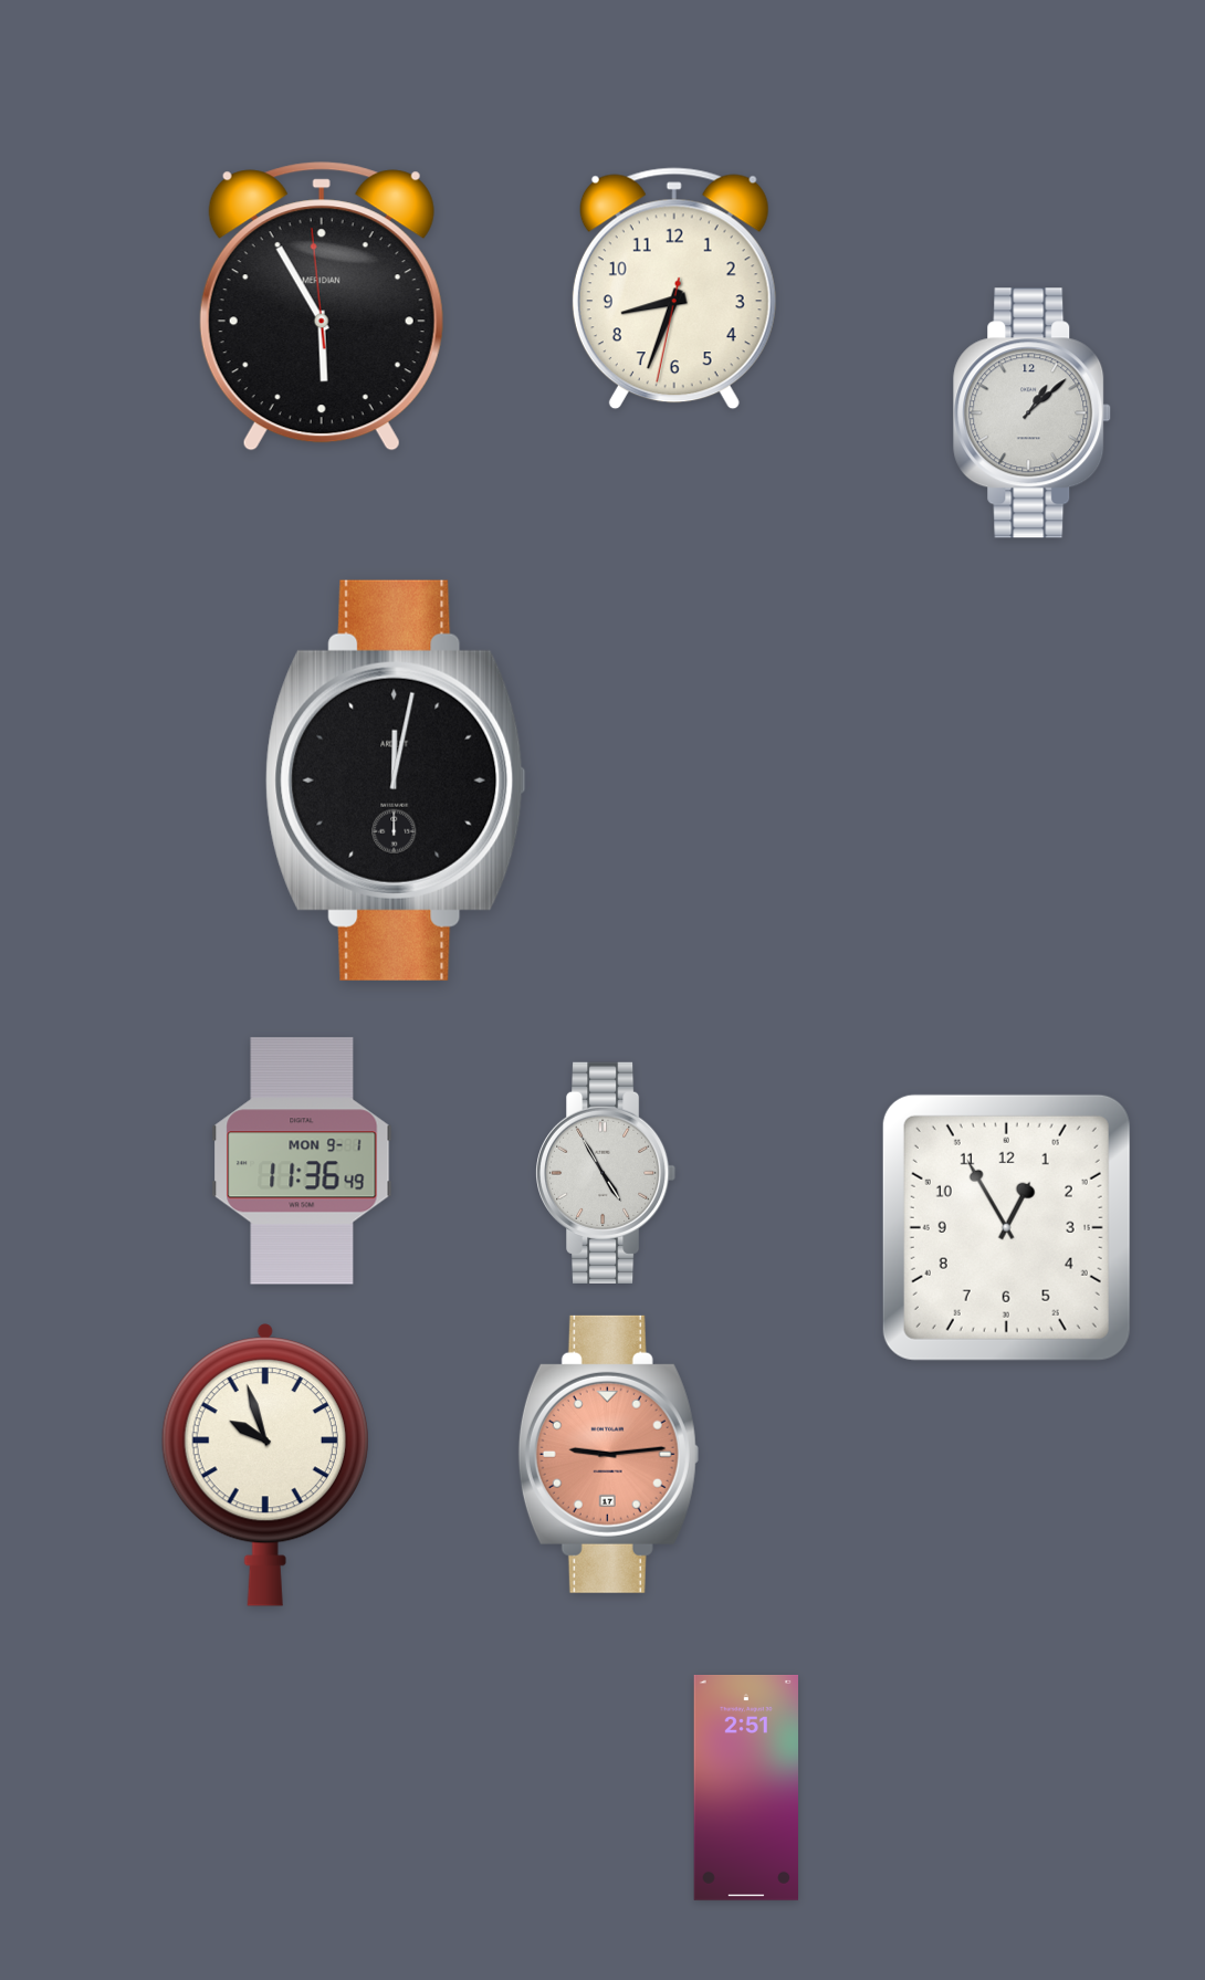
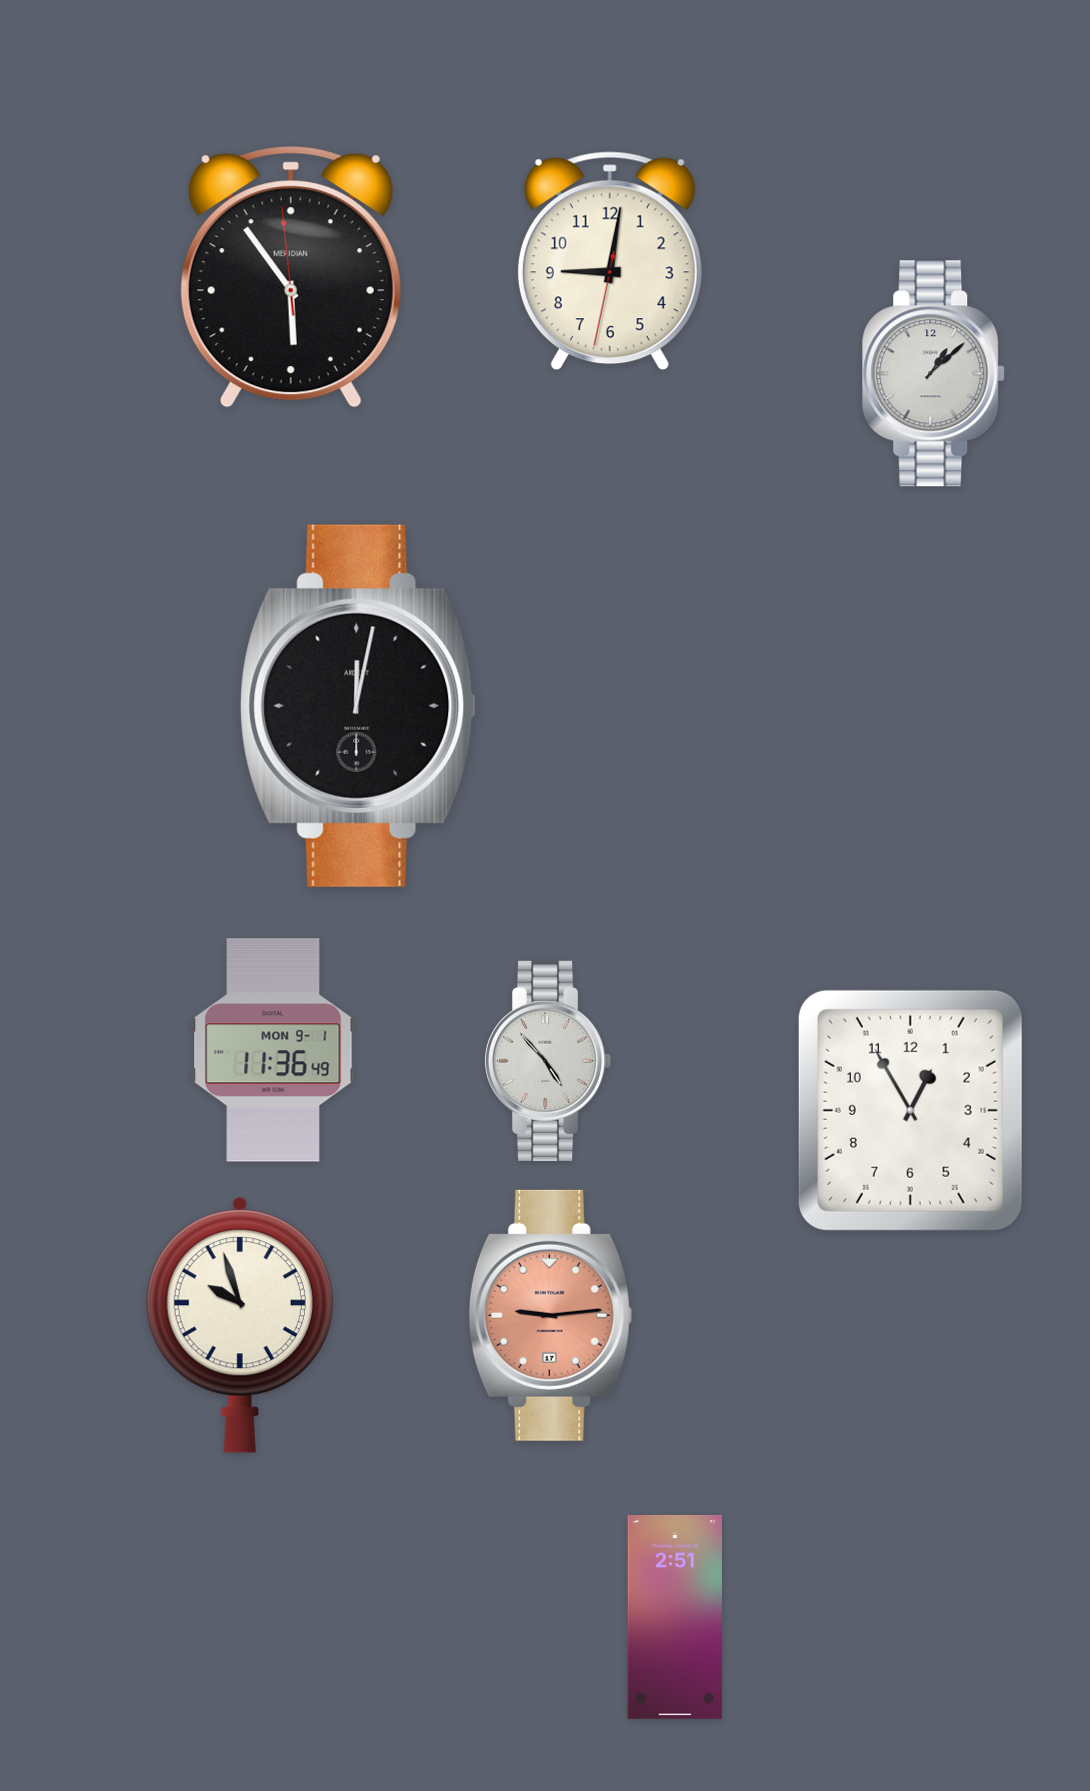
clock at (674, 289): 8:33 -> 9:01
clock at (322, 306): 5:54 -> 5:53
clock at (607, 1173): 4:55 -> 4:53
